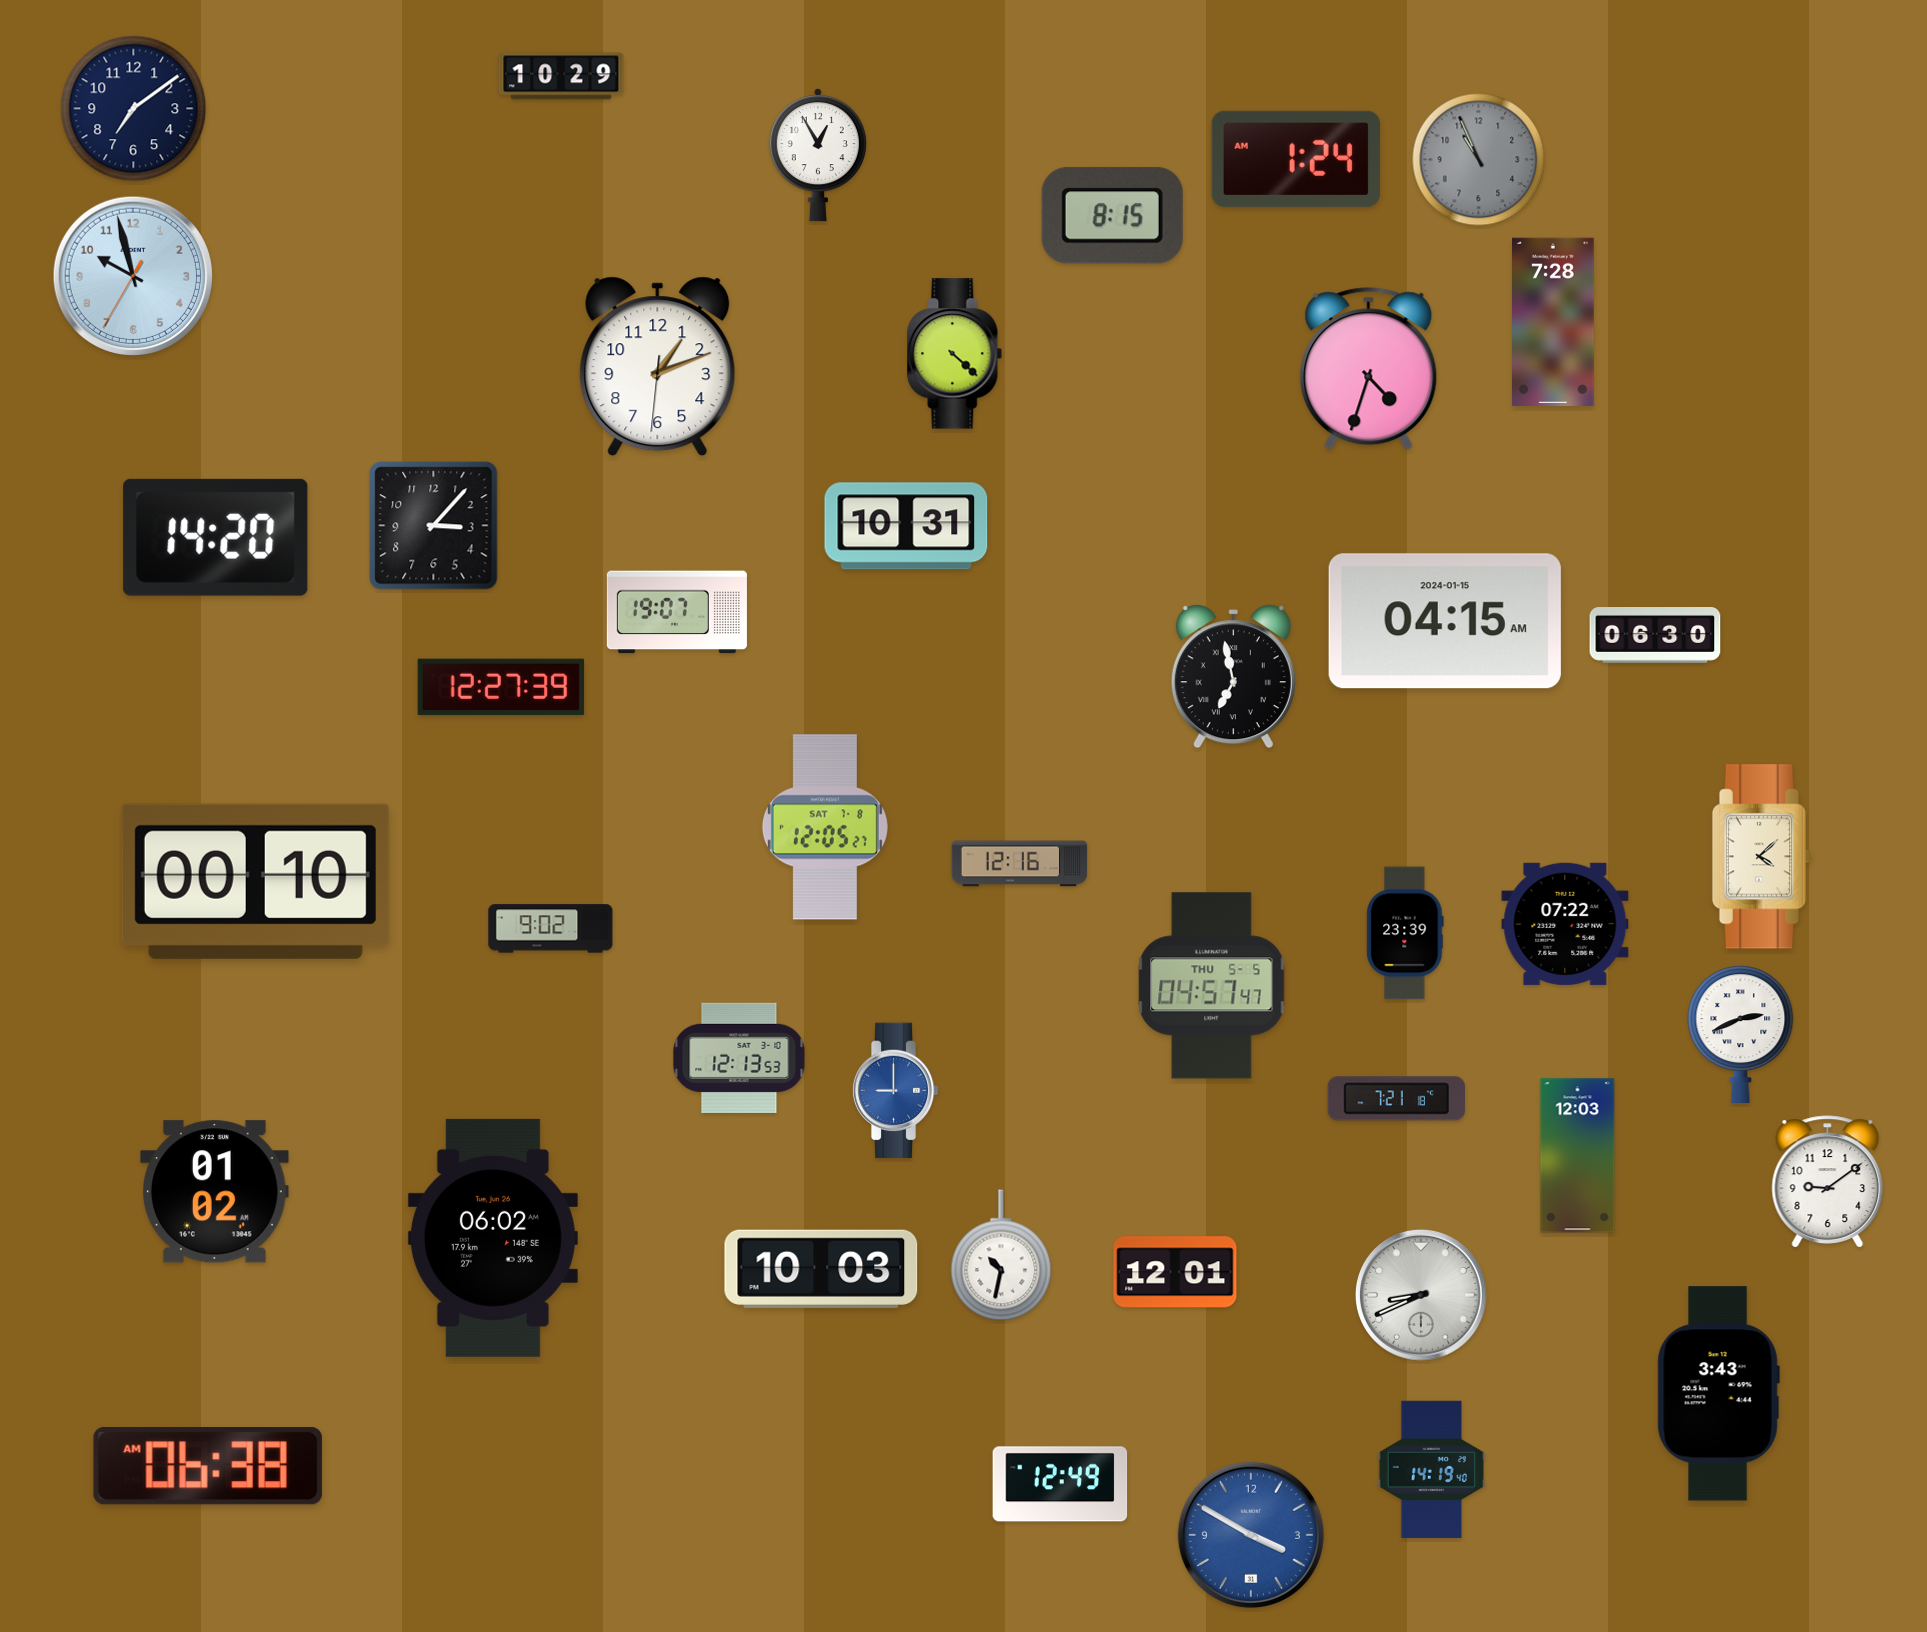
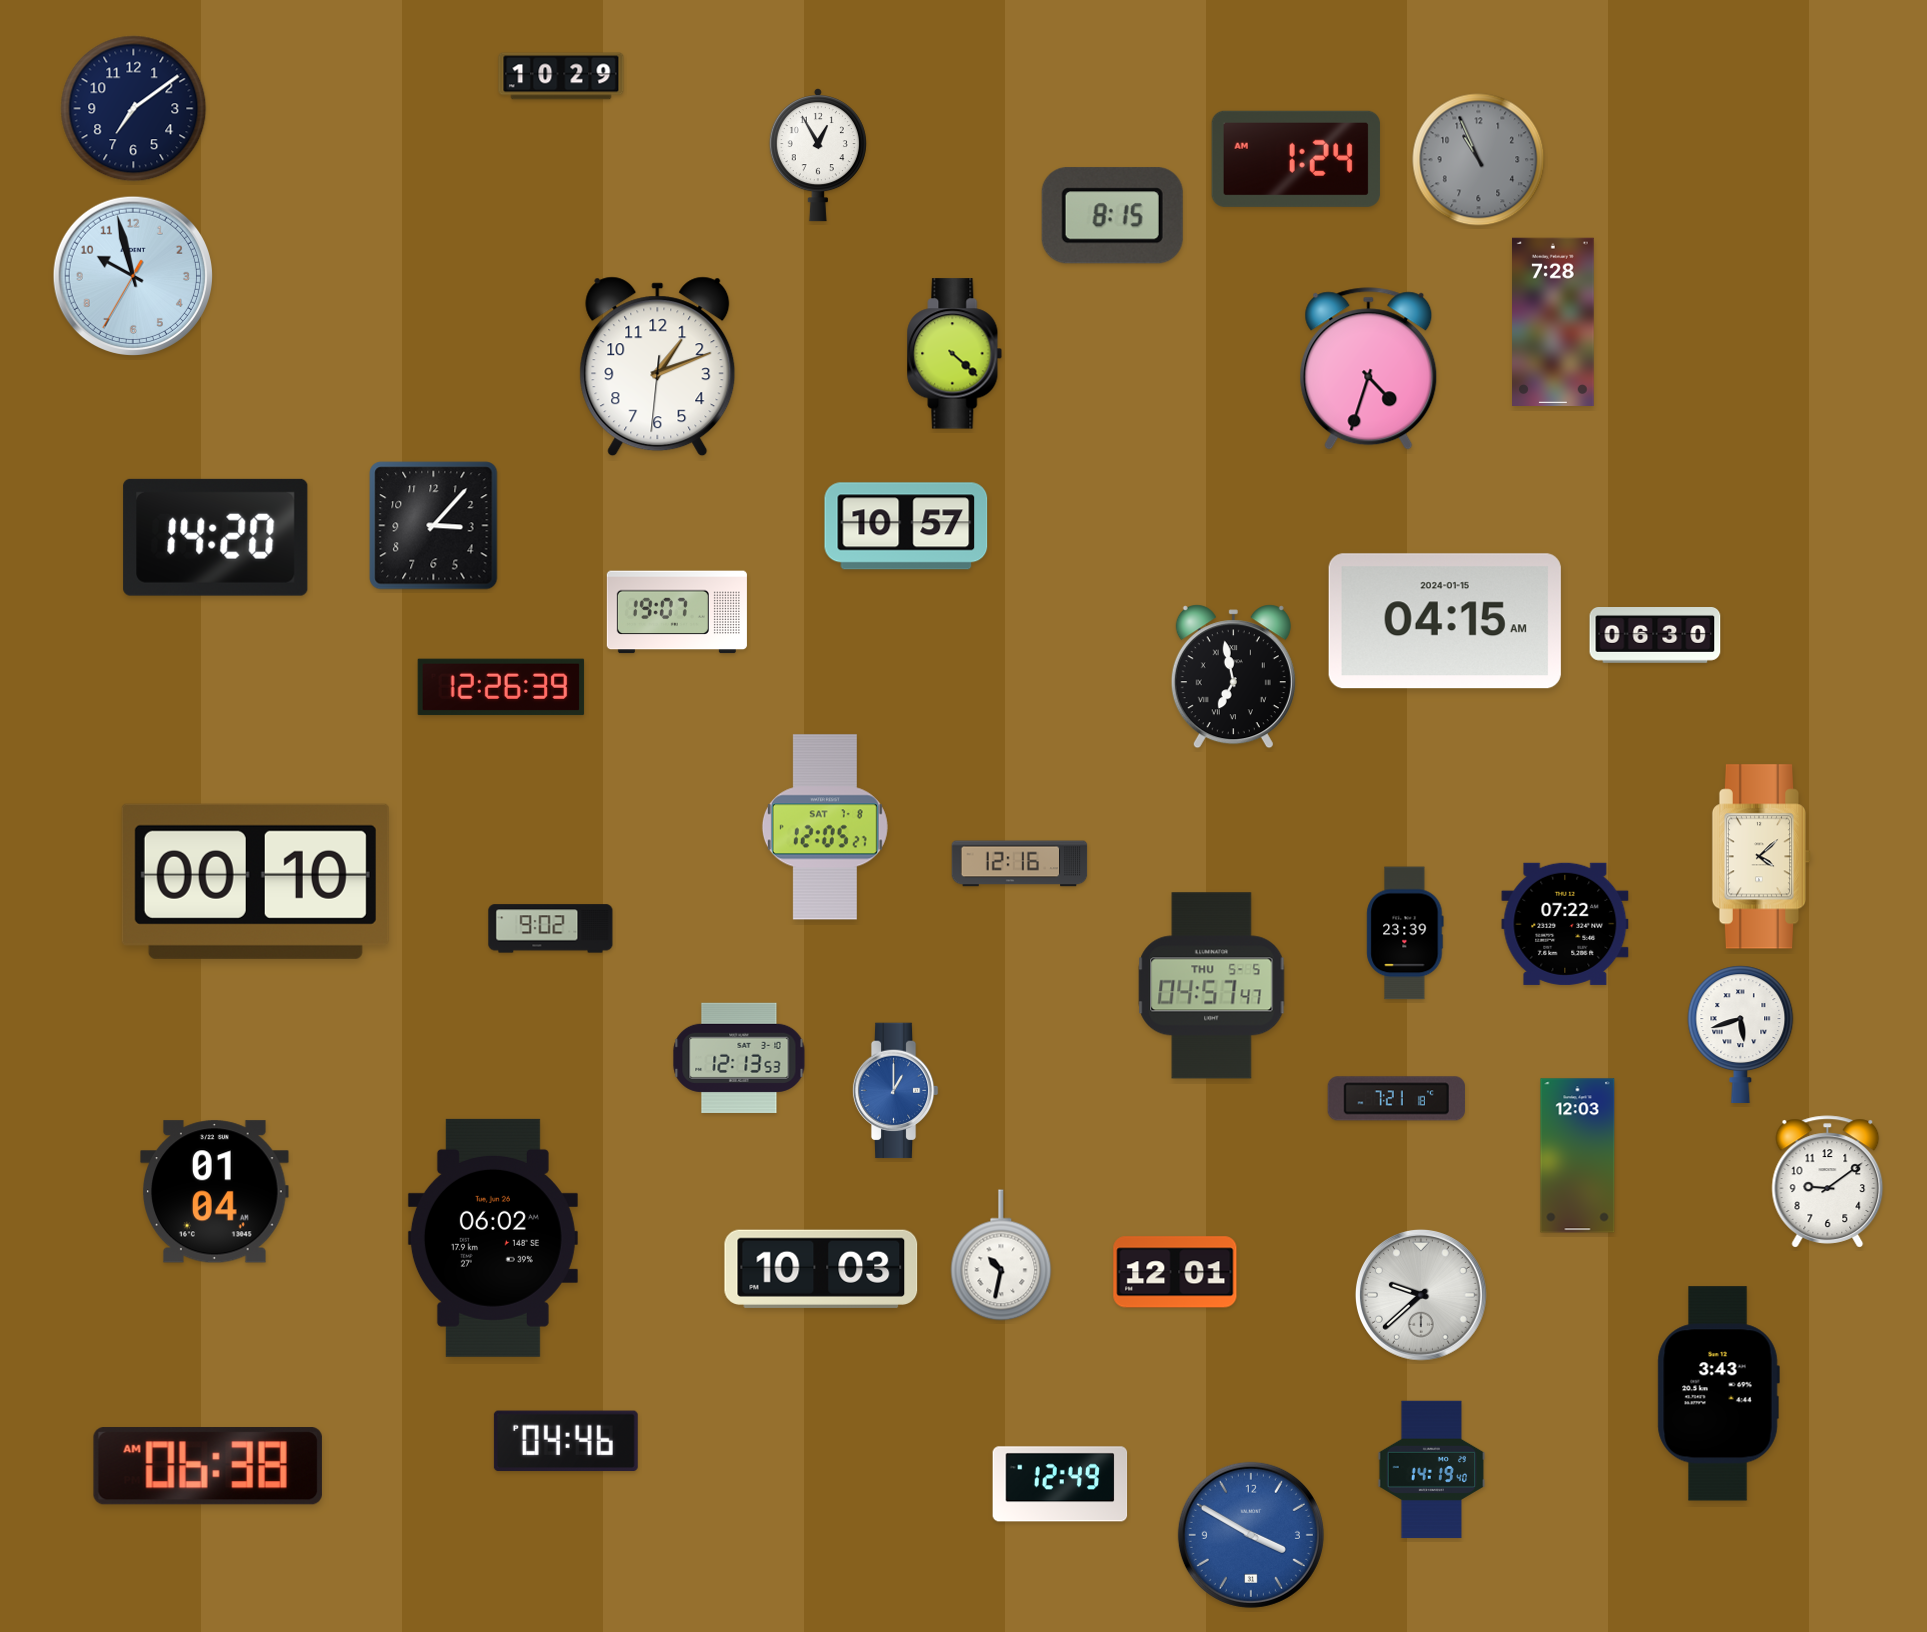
clock at (906, 526): 10:31 -> 10:57
clock at (501, 687): 12:27 -> 12:26
clock at (1741, 1034): 2:41 -> 5:42
clock at (895, 1091): 9:00 -> 1:00
clock at (215, 1192): 01:02 -> 01:04
clock at (1421, 1295): 8:41 -> 9:38
clock at (566, 1441): none -> 04:46
